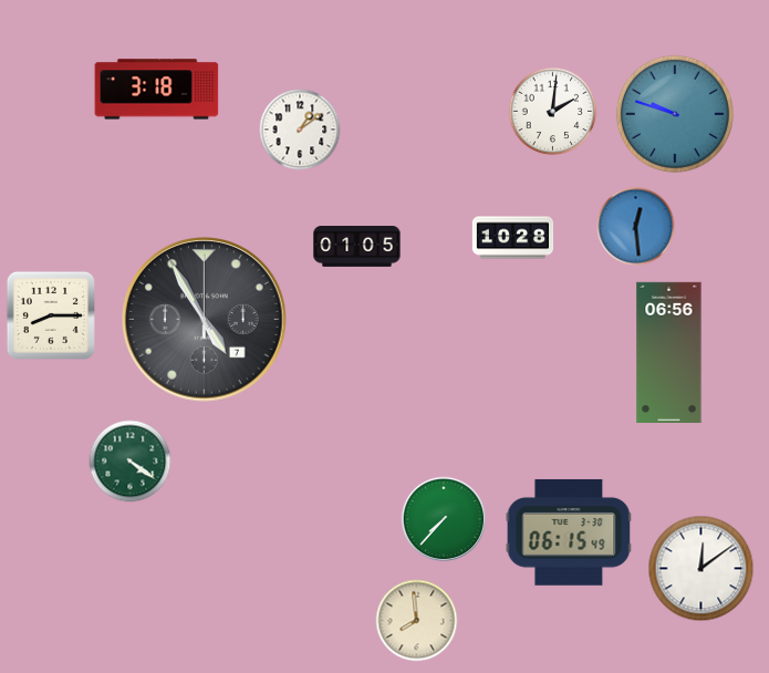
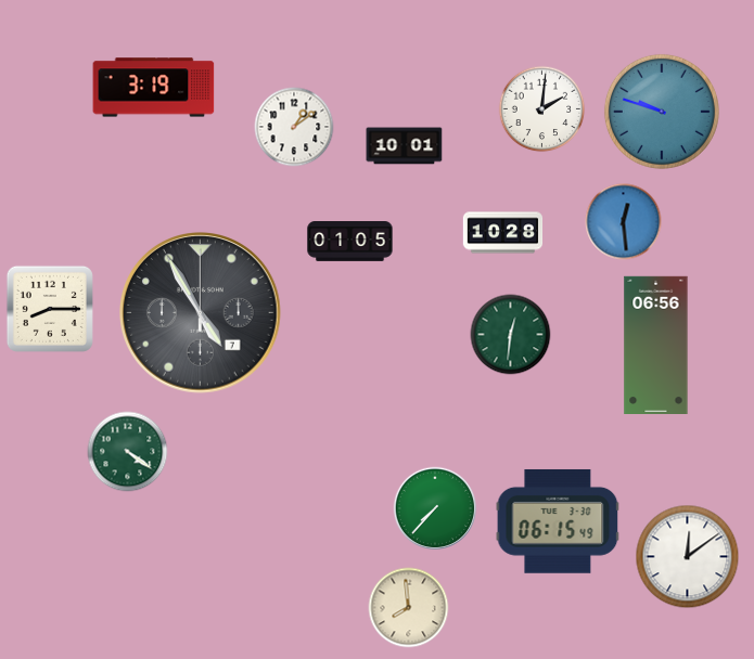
clock at (157, 90): 3:18 -> 3:19
clock at (405, 146): none -> 10:01
clock at (511, 335): none -> 12:31
